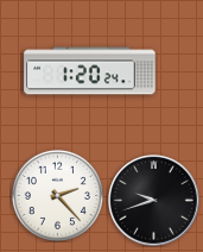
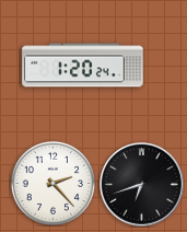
clock at (57, 195) position: (57, 195) -> (52, 183)
clock at (154, 201): 9:42 -> 6:42
